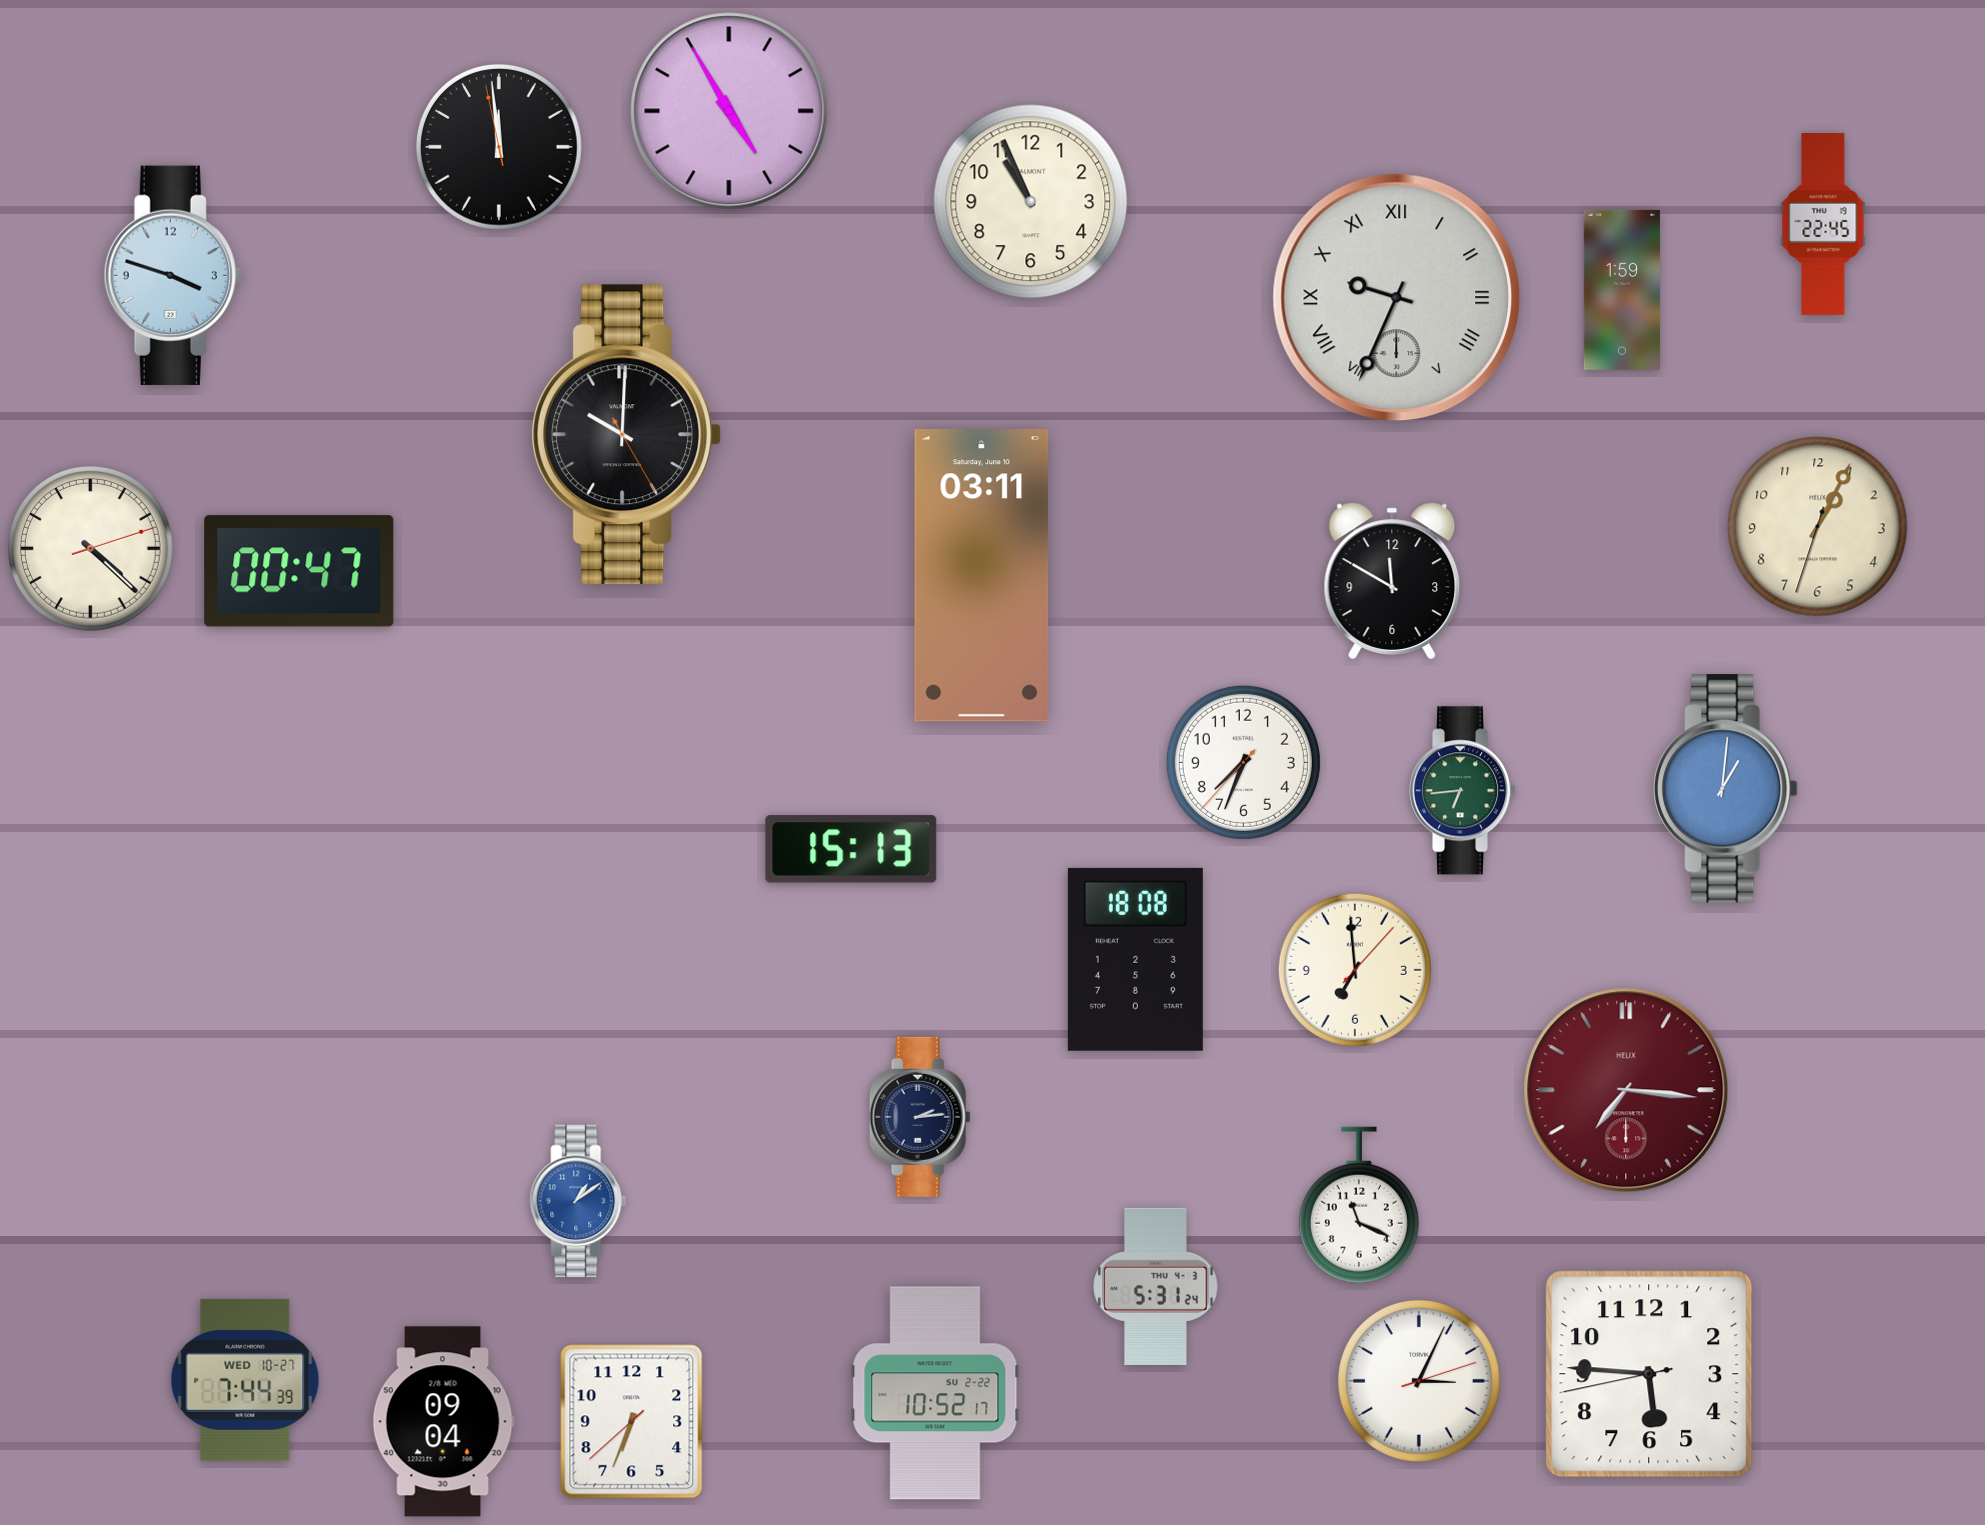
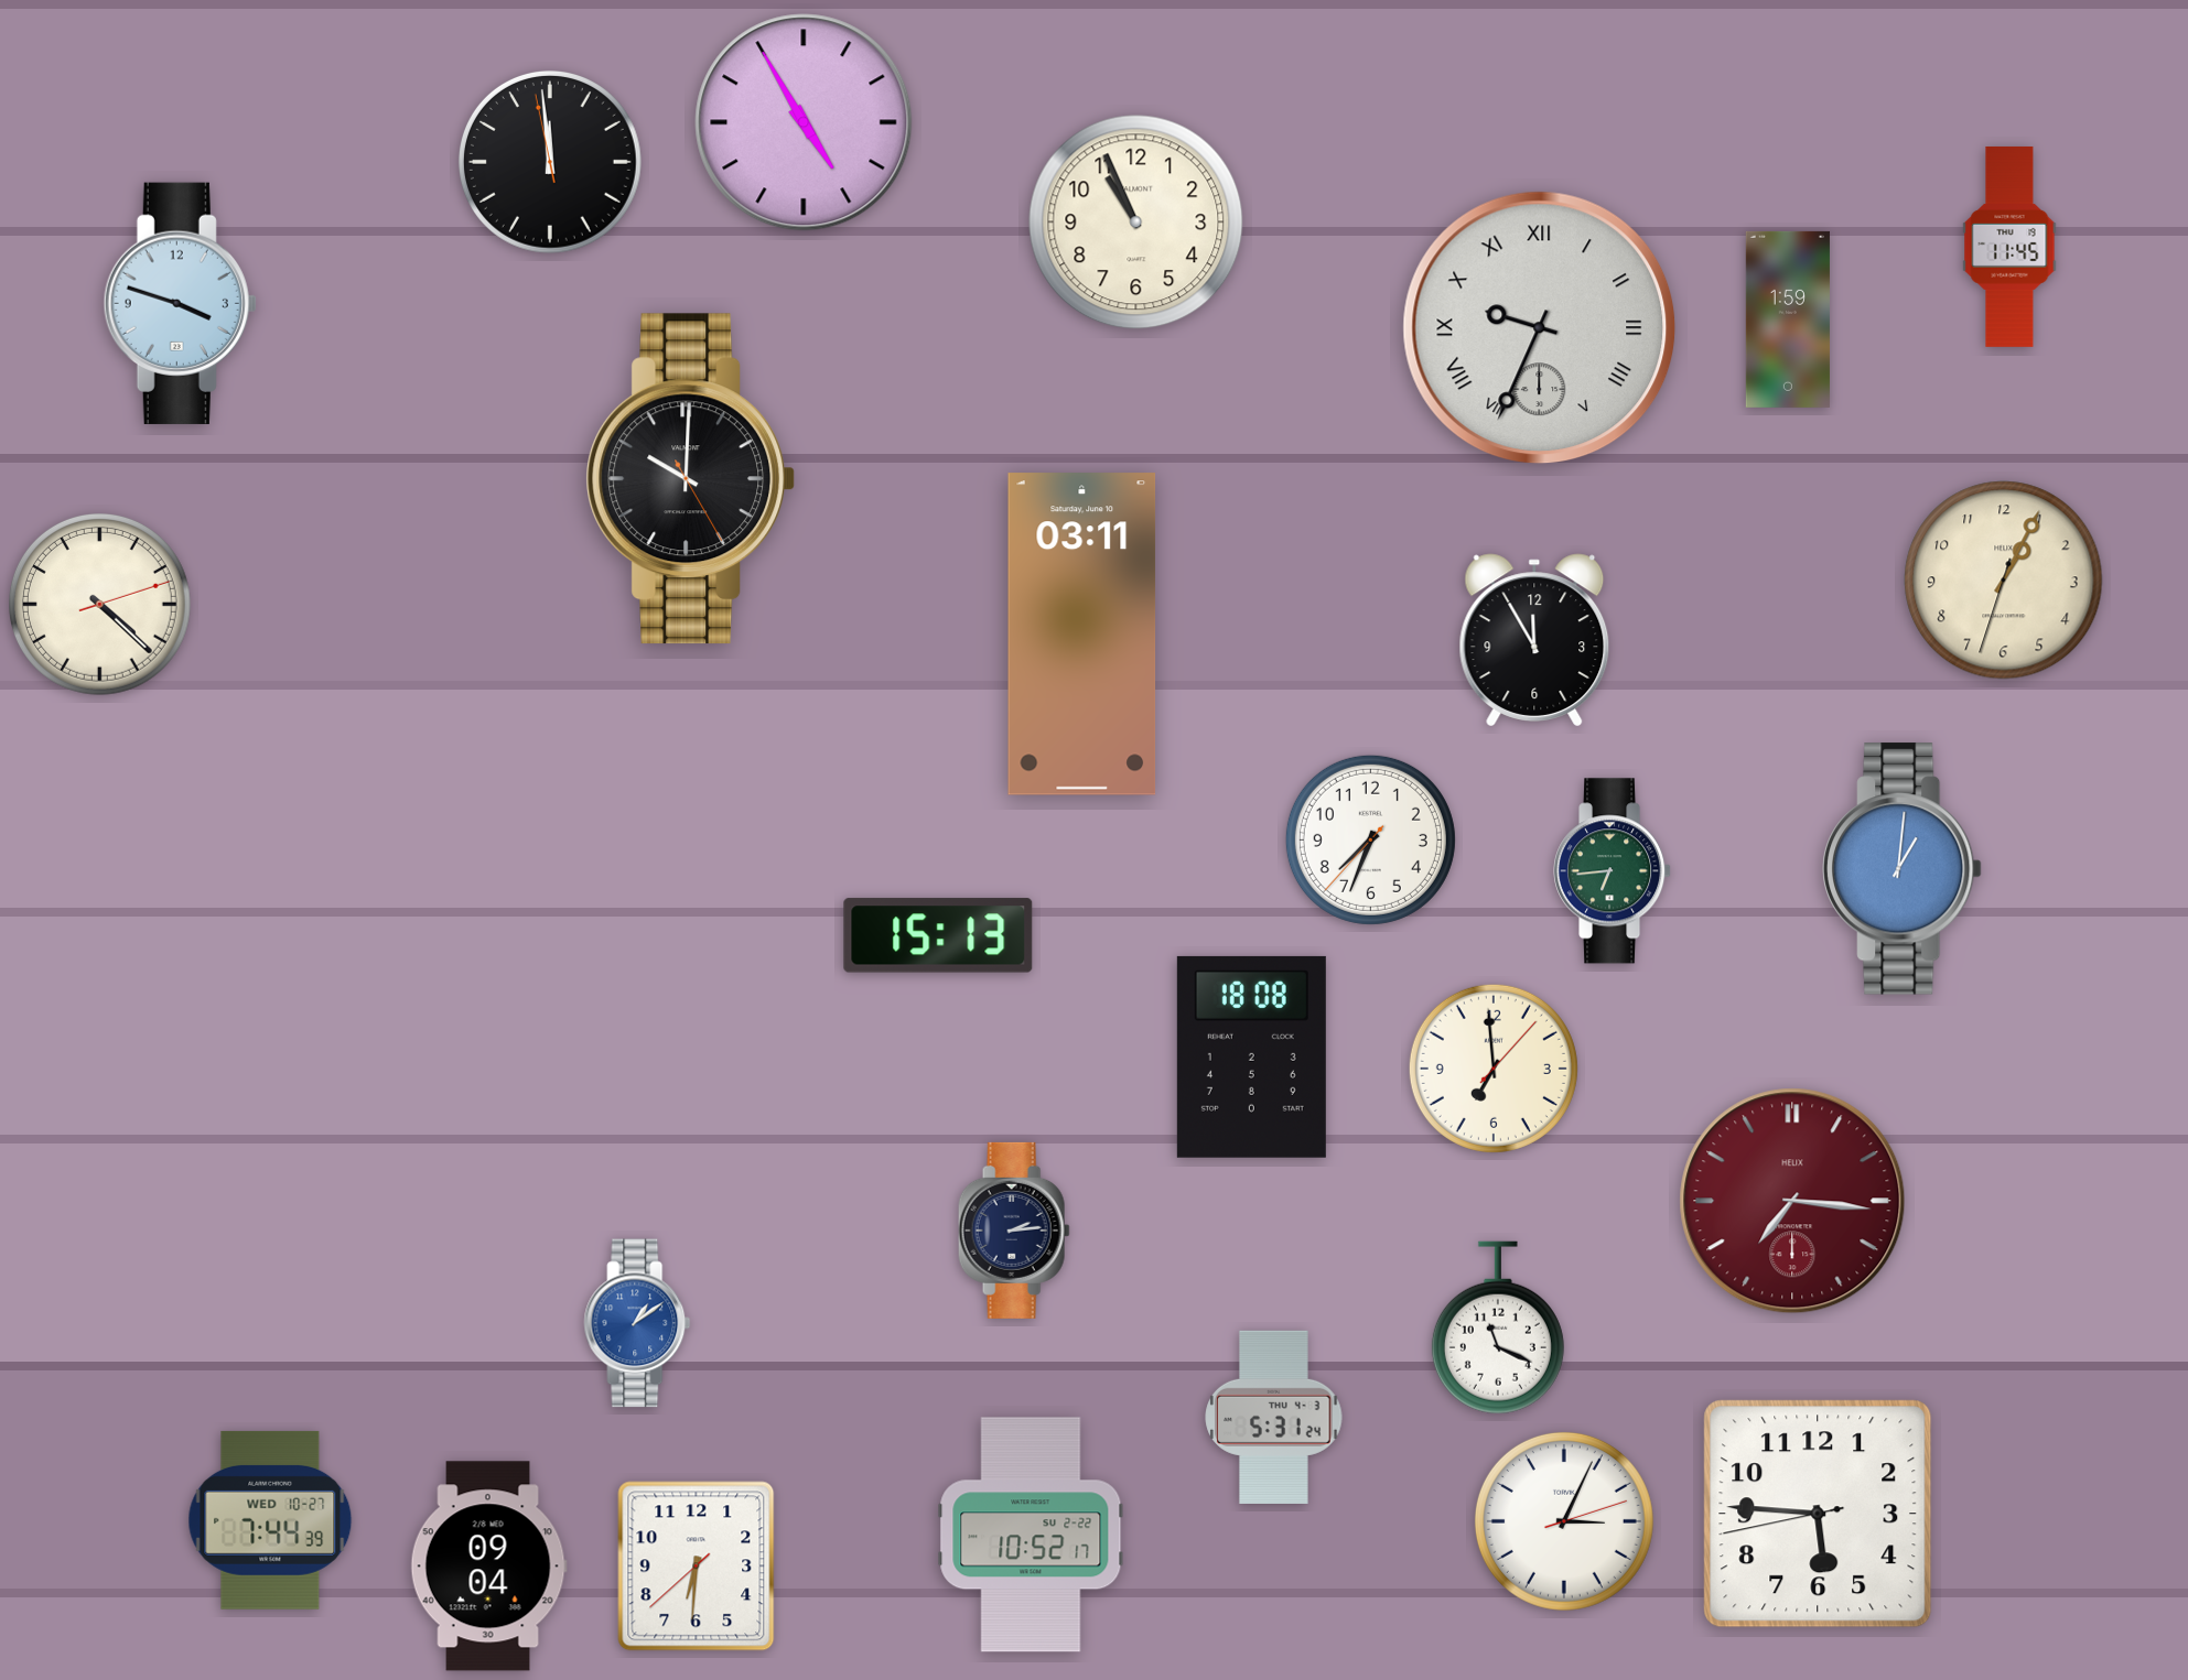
clock at (1823, 224): 22:45 -> 11:45
clock at (173, 275) position: (173, 275) -> (180, 303)
clock at (299, 571): 00:47 -> none
clock at (1392, 581): 11:50 -> 11:55
clock at (632, 1422): 6:33 -> 6:30
